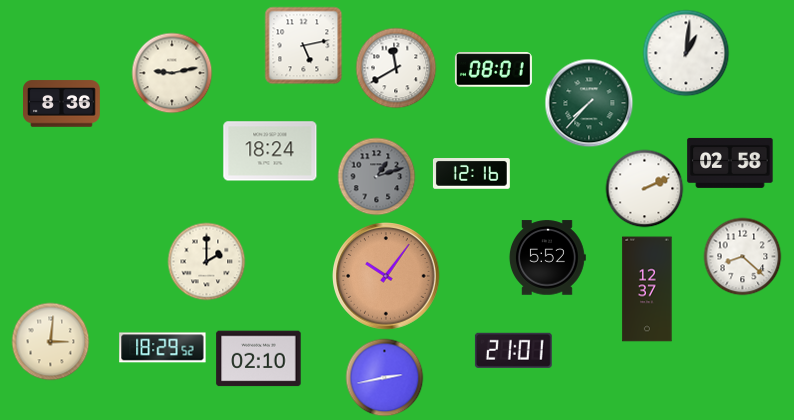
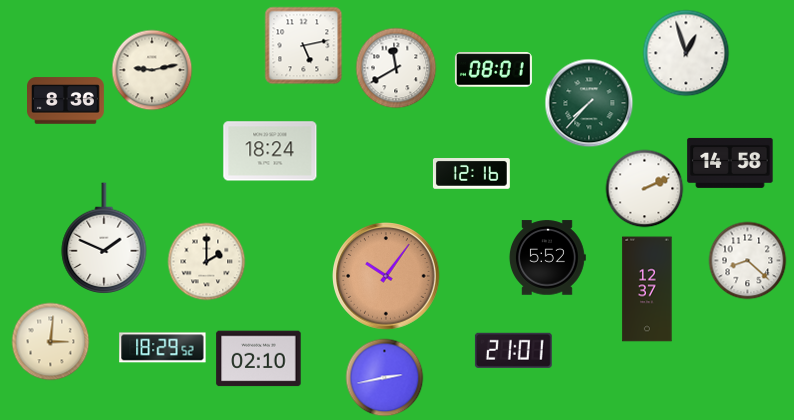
clock at (686, 53): 1:01 -> 12:57
clock at (172, 73) position: (172, 73) -> (152, 70)
clock at (62, 104) position: (62, 104) -> (66, 101)
clock at (730, 163): 02:58 -> 14:58
clock at (376, 176): 1:12 -> none
clock at (104, 238): none -> 1:49
clock at (742, 256) position: (742, 256) -> (747, 260)
